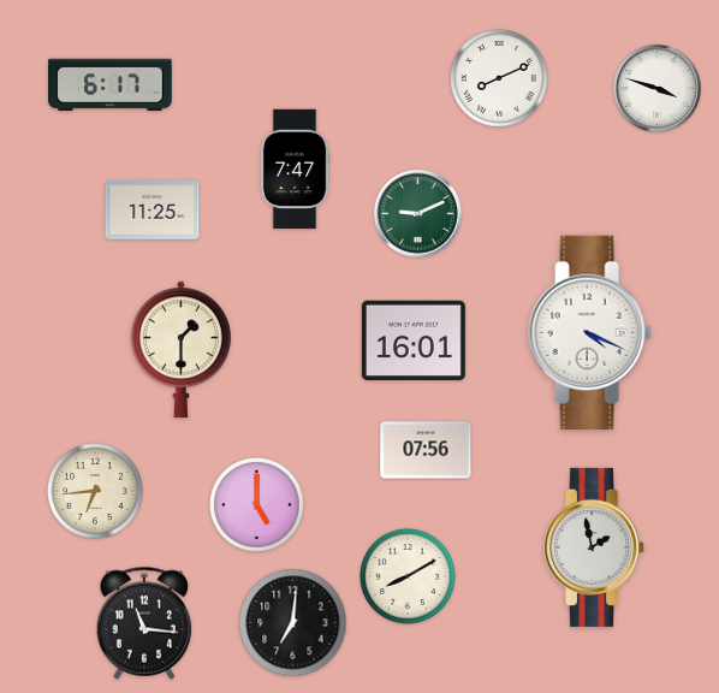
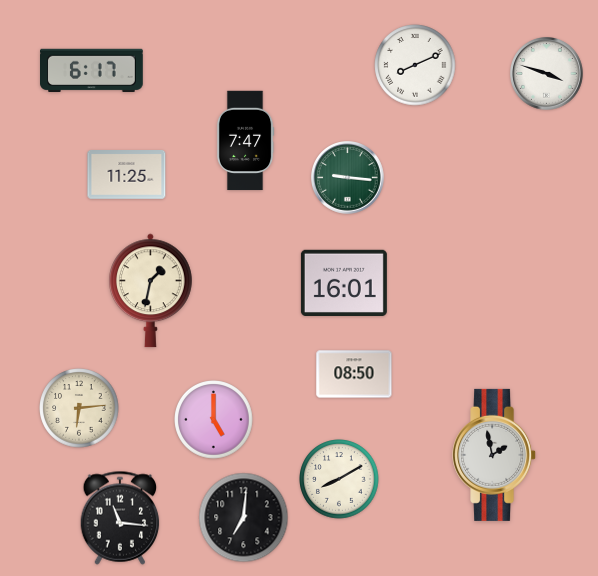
clock at (418, 214): 9:11 -> 9:16
clock at (590, 332): 4:19 -> none
clock at (180, 350): 1:30 -> 1:32
clock at (426, 450): 07:56 -> 08:50
clock at (95, 491): 6:44 -> 6:14
